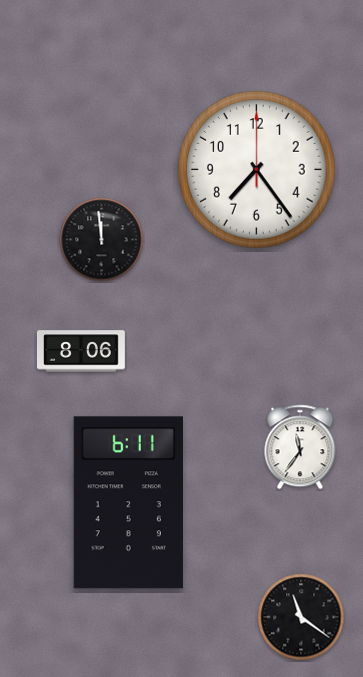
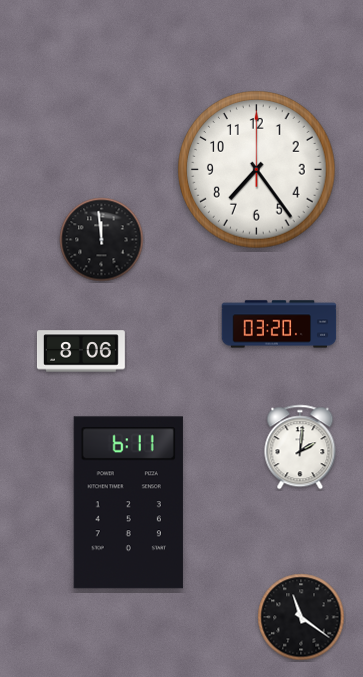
clock at (279, 324): none -> 03:20
clock at (300, 447): 11:36 -> 2:01
